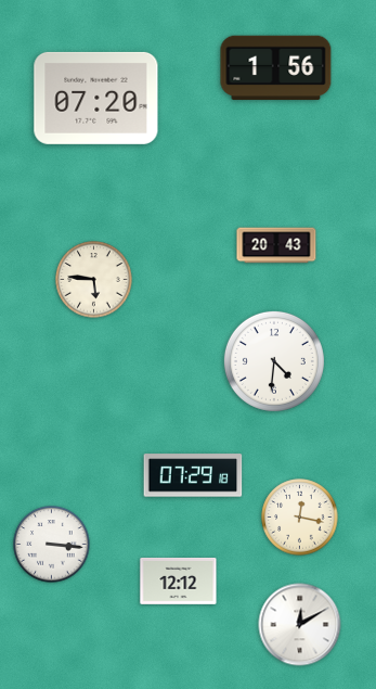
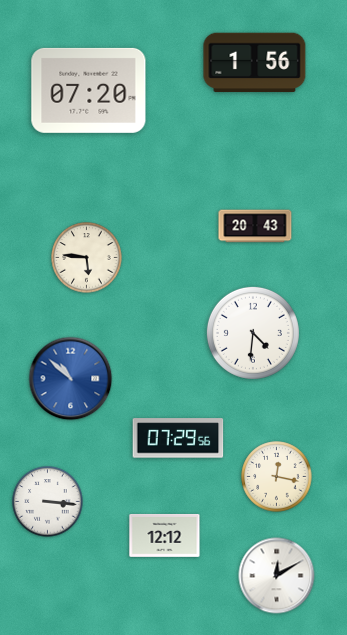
clock at (71, 379): none -> 10:52
clock at (193, 475): 07:29:18 -> 07:29:56
